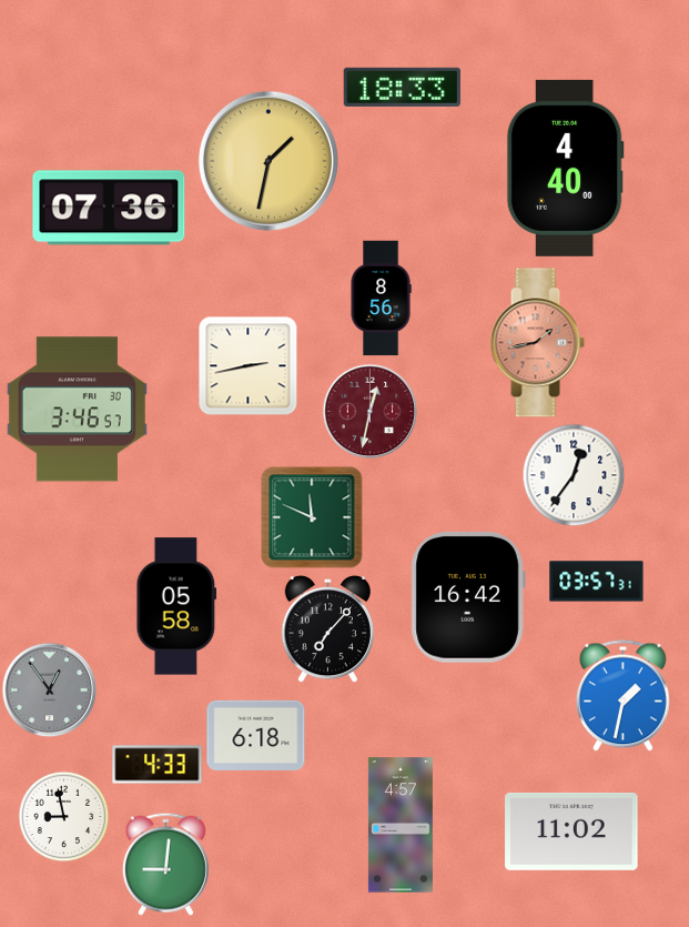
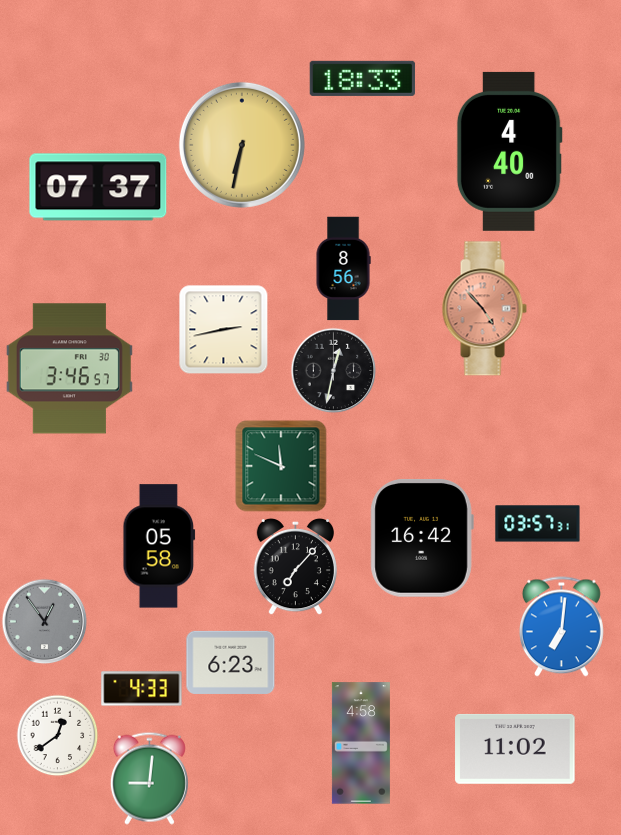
clock at (268, 161): 1:32 -> 6:32
clock at (109, 208): 07:36 -> 07:37
clock at (537, 343): 1:43 -> 4:53
clock at (369, 411) dial: burgundy -> black
clock at (574, 475): 12:36 -> none
clock at (622, 696): 1:32 -> 7:01
clock at (256, 735): 6:18 -> 6:23
clock at (63, 816): 8:58 -> 12:39
clock at (401, 825): 4:57 -> 4:58
